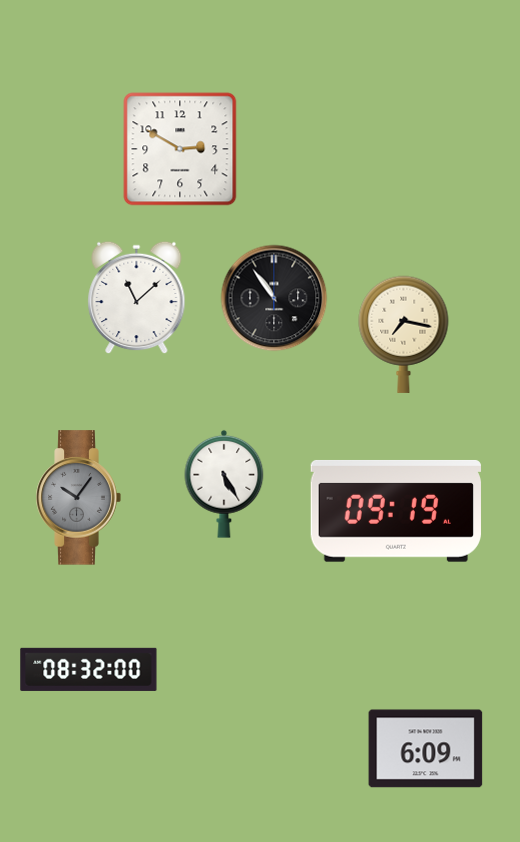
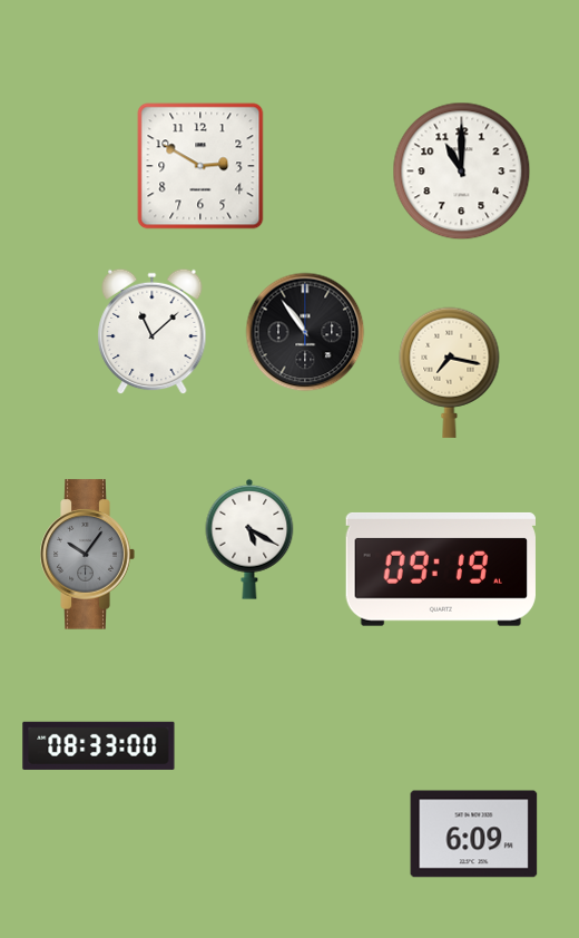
clock at (462, 172): none -> 11:00
clock at (224, 484): 5:25 -> 5:20
clock at (89, 669): 08:32 -> 08:33
